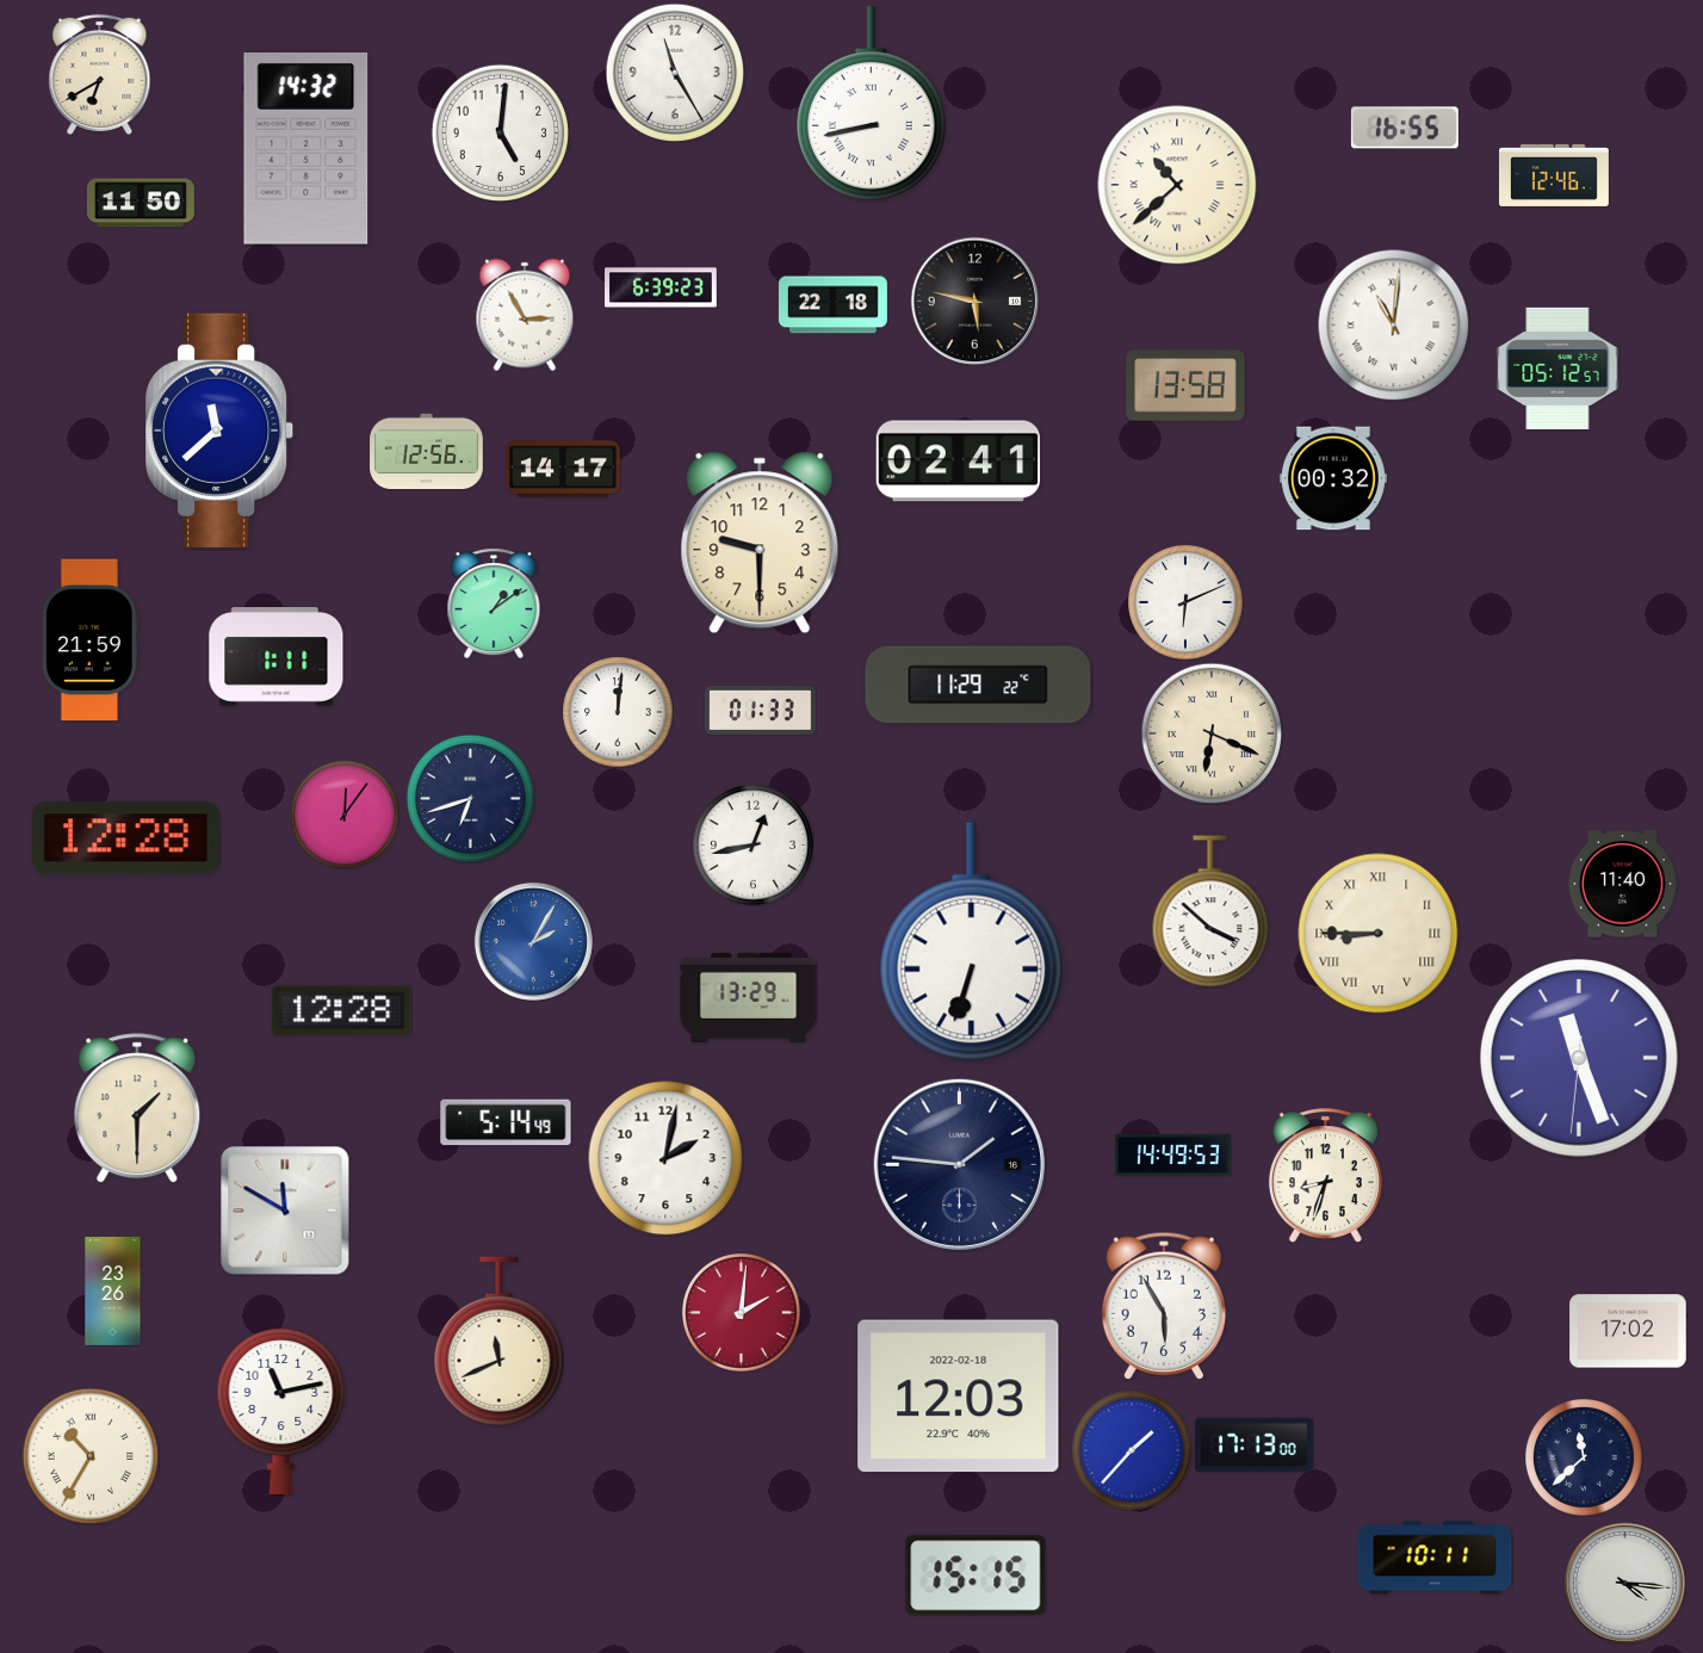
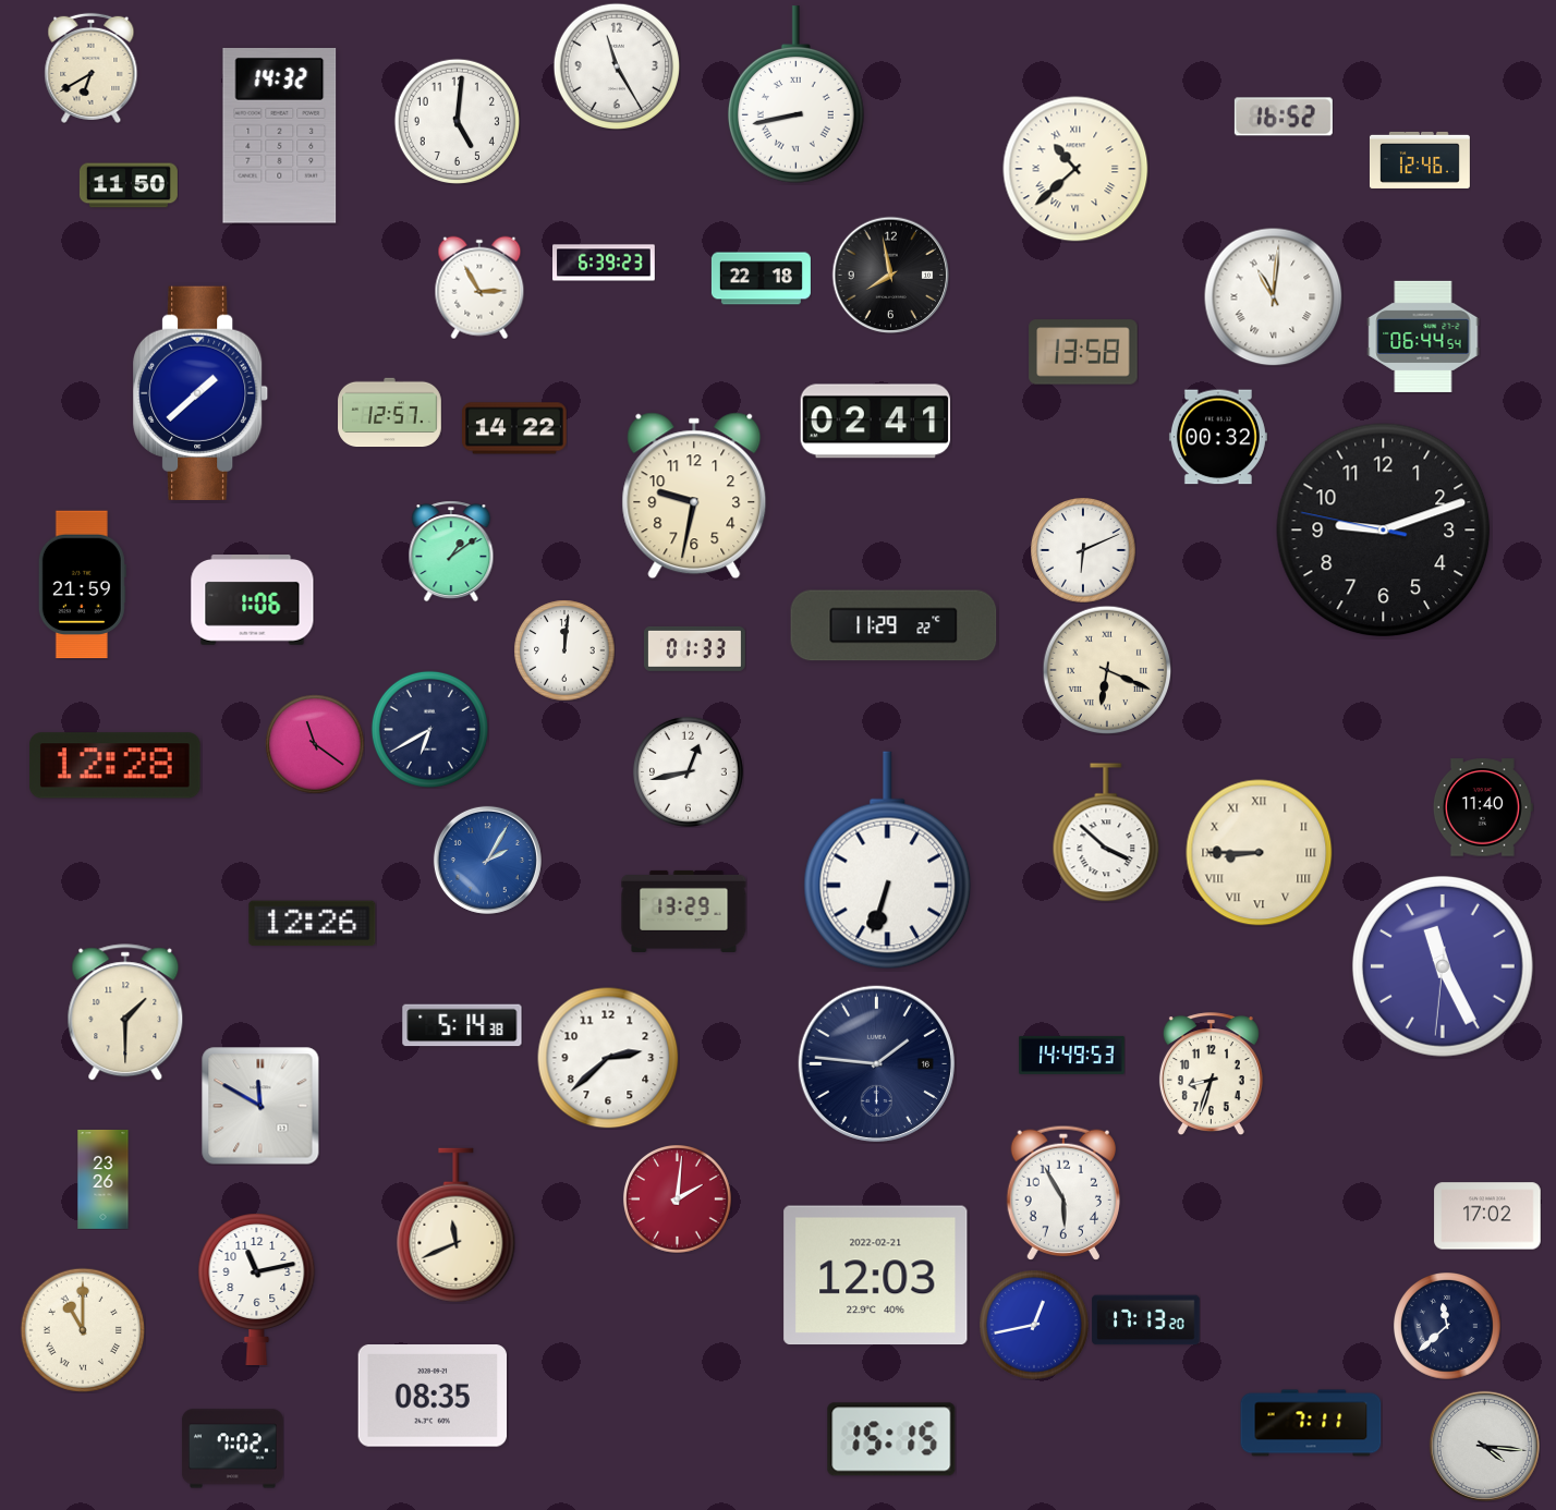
clock at (1405, 128): 16:55 -> 16:52
clock at (974, 301): 5:47 -> 7:58
clock at (1558, 369): 05:12 -> 06:44
clock at (221, 431): 11:38 -> 1:38
clock at (427, 452): 12:56 -> 12:57
clock at (564, 469): 14:17 -> 14:22
clock at (760, 543): 9:30 -> 9:32
clock at (1384, 531): none -> 9:11
clock at (277, 657): 1:11 -> 1:06
clock at (470, 798): 6:42 -> 6:40
clock at (345, 815): 12:06 -> 11:21
clock at (342, 1011): 12:28 -> 12:26
clock at (1579, 1058): 11:26 -> 11:25
clock at (506, 1122): 5:14:49 -> 5:14:38
clock at (665, 1158): 2:02 -> 2:38
clock at (959, 1397) date: 2022-02-18 -> 2022-02-21
clock at (1255, 1445): 17:13:00 -> 17:13:20
clock at (1132, 1450): 1:37 -> 12:43
clock at (91, 1456): 10:35 -> 11:00
clock at (1585, 1459) position: (1585, 1459) -> (1448, 1327)
clock at (433, 1397): none -> 08:35
clock at (1435, 1558): 10:11 -> 7:11
clock at (233, 1449): none -> 7:02
